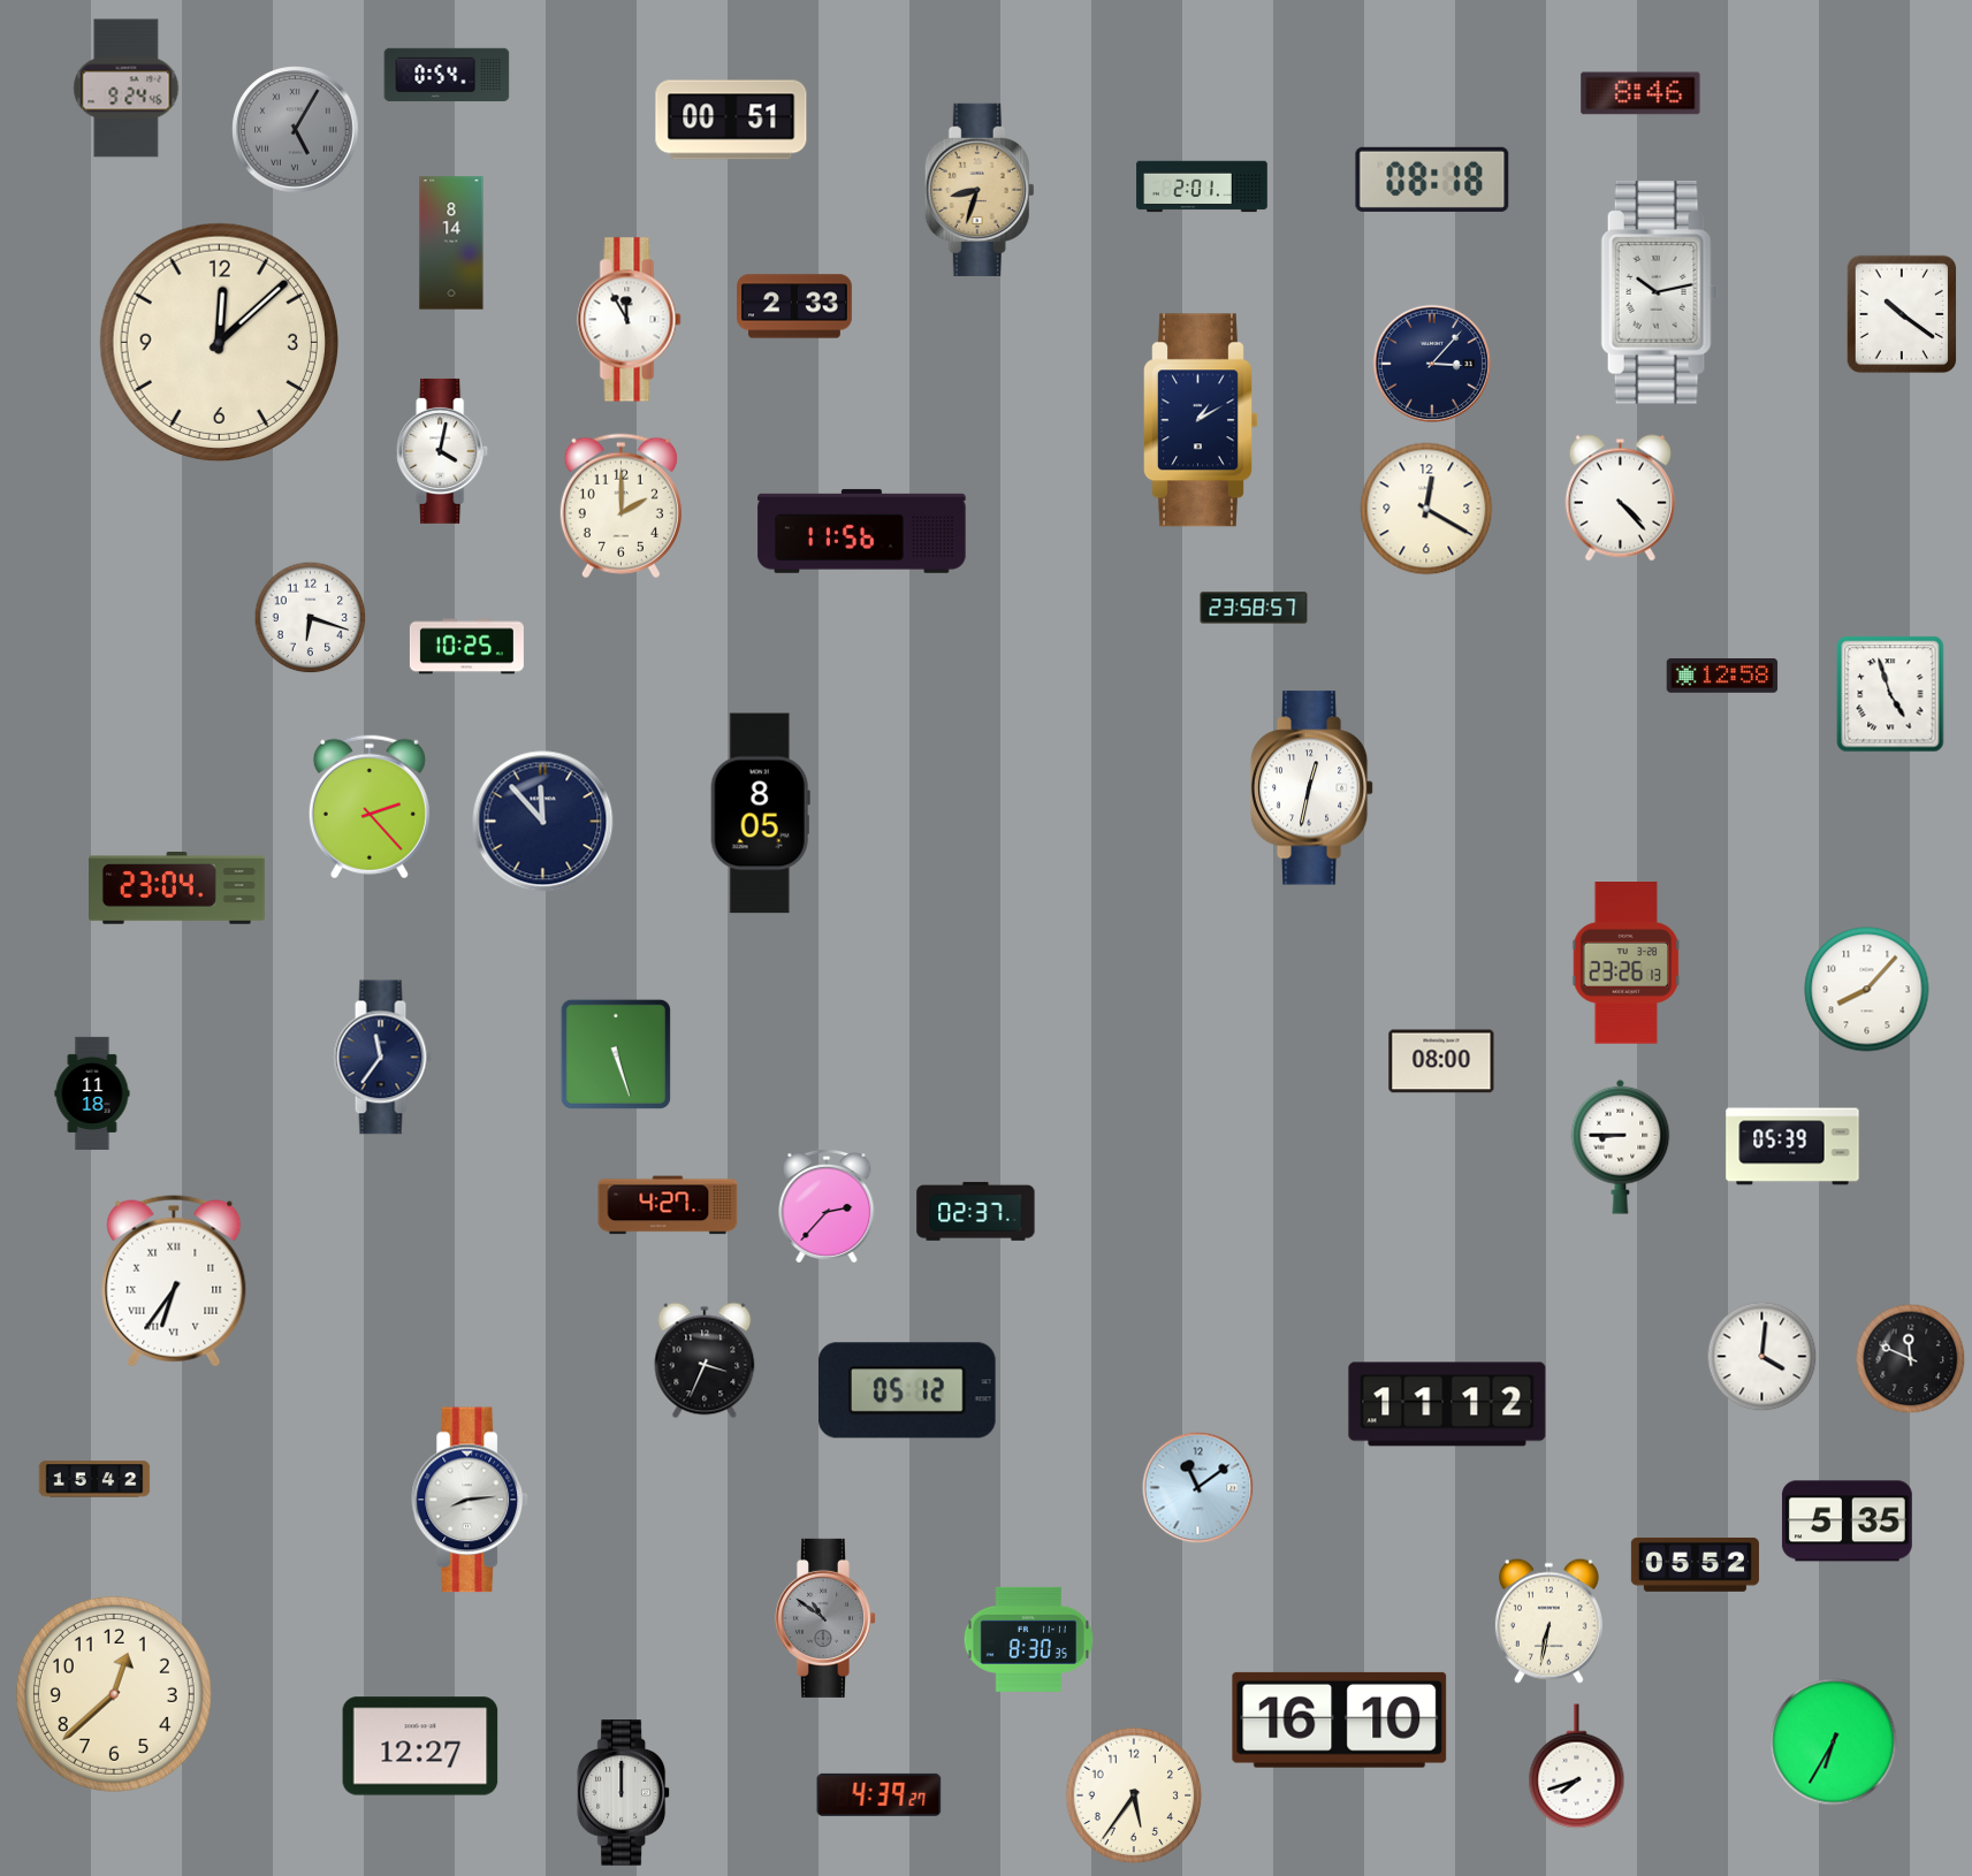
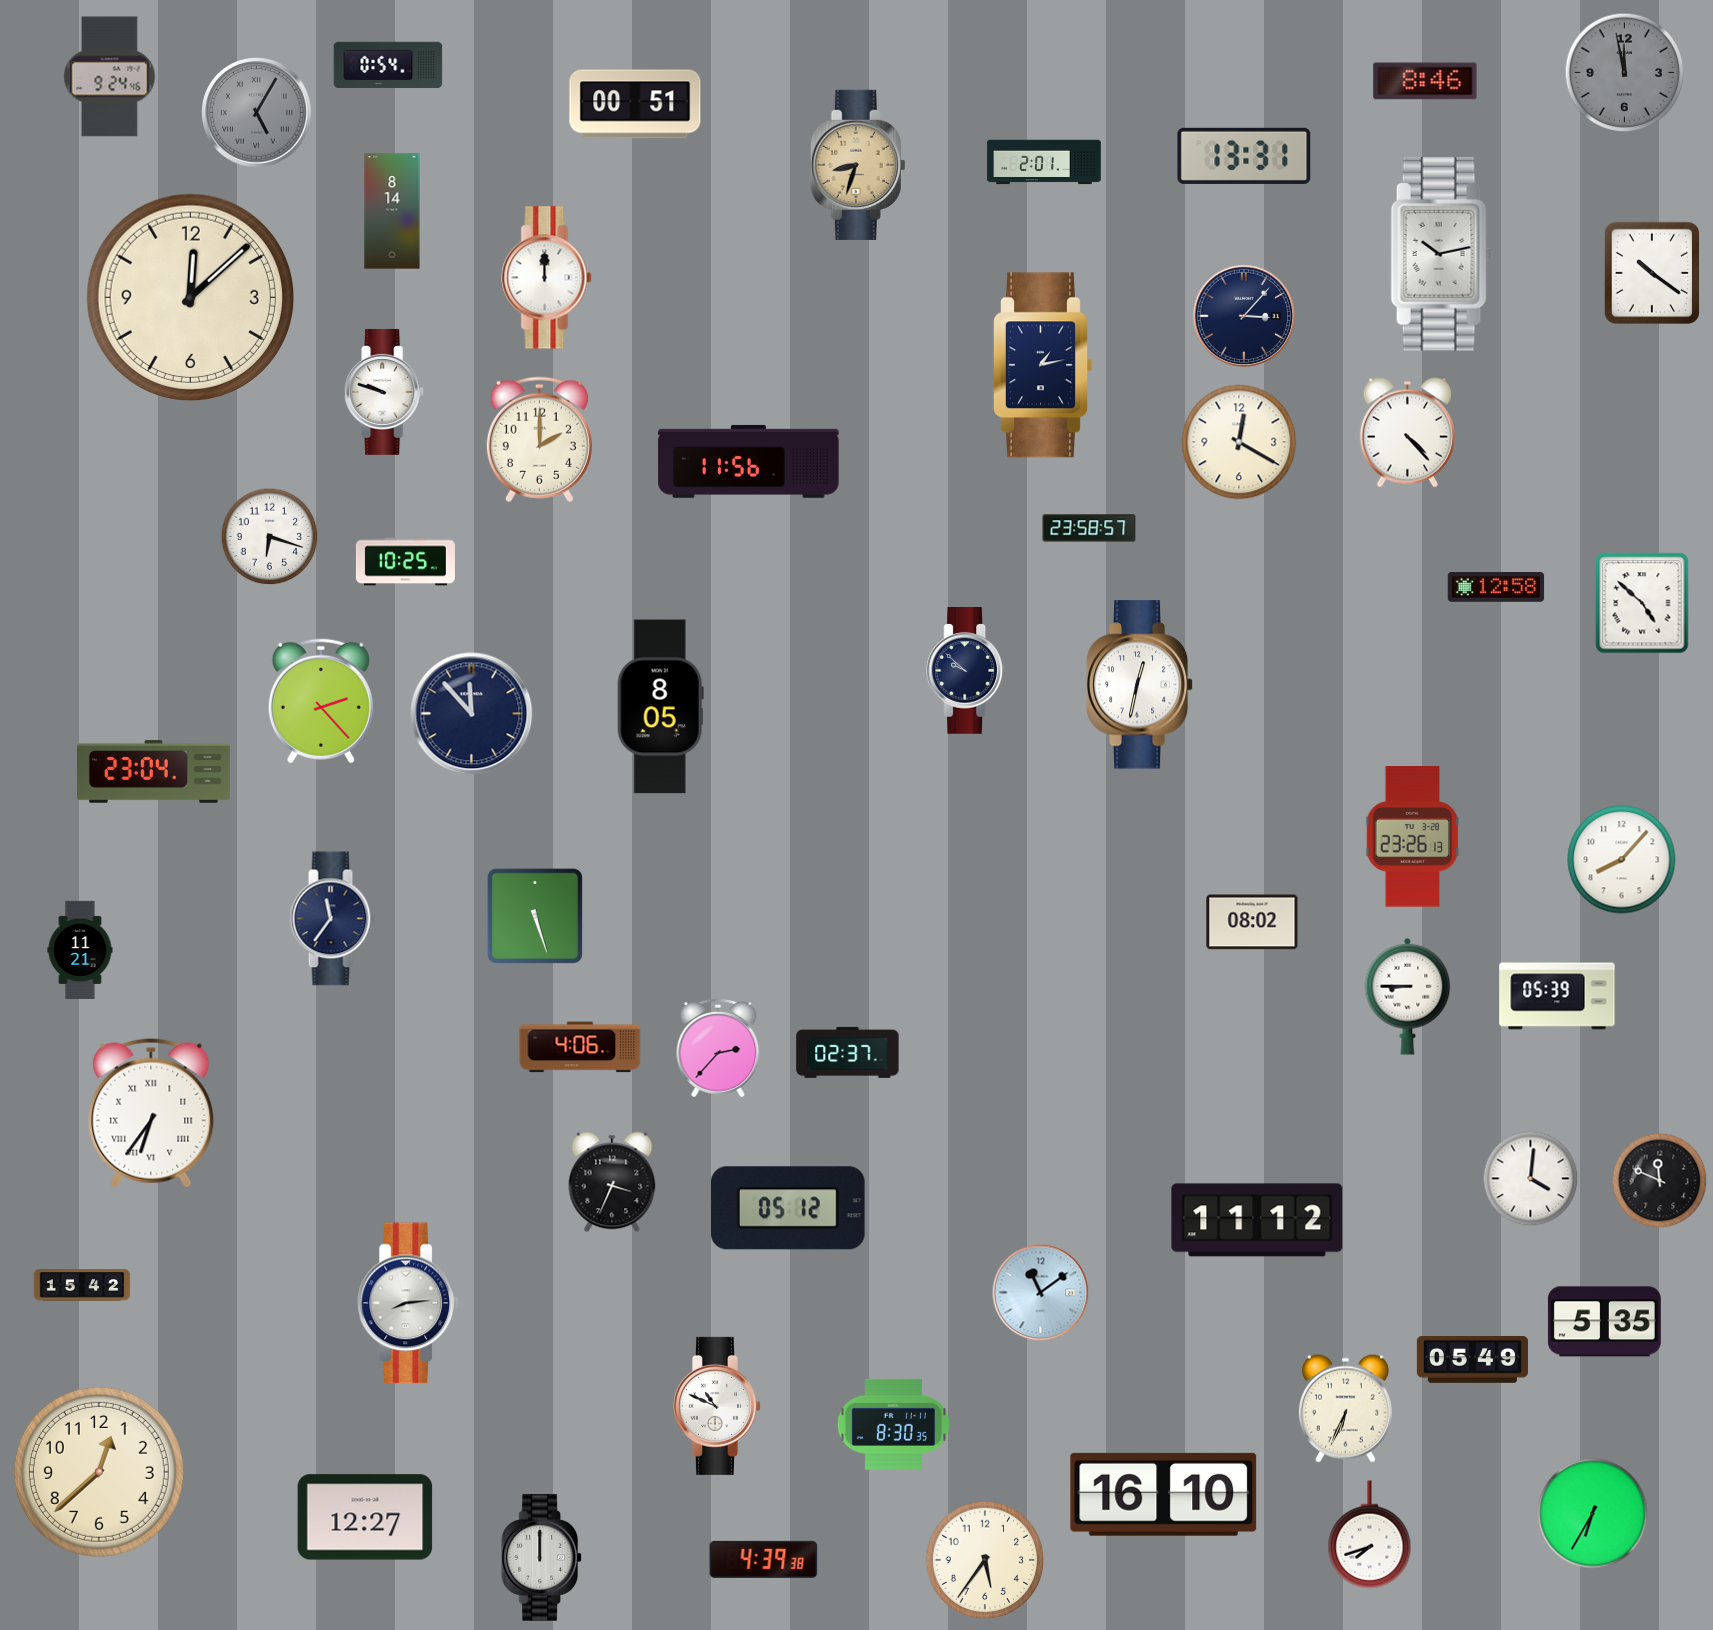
clock at (1625, 73): none -> 11:58
clock at (1432, 180): 08:18 -> 13:31
clock at (980, 190) position: (980, 190) -> (858, 165)
clock at (795, 306): 2:33 -> none
clock at (630, 320): 11:55 -> 12:00
clock at (1202, 420): 1:10 -> 1:13
clock at (443, 451): 4:02 -> 9:48
clock at (1890, 694): 4:57 -> 4:52
clock at (967, 671): none -> 9:52
clock at (1441, 1061): 08:00 -> 08:02
clock at (92, 1093): 11:18 -> 11:21
clock at (668, 1205): 4:27 -> 4:06
clock at (1695, 1564): 05:52 -> 05:49
clock at (825, 1618): 10:51 -> 10:49
clock at (825, 1618) dial: grey -> white
clock at (1548, 1620): 6:32 -> 6:34
clock at (880, 1794): 4:39:27 -> 4:39:38
